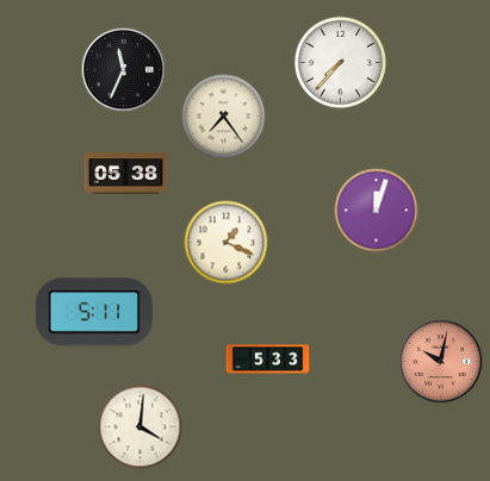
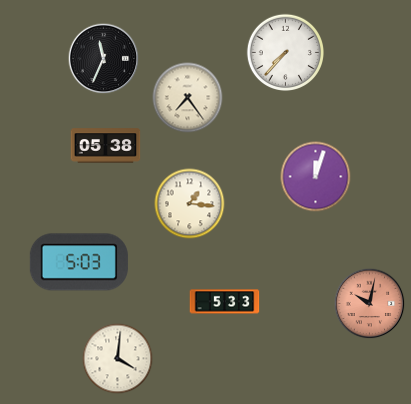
clock at (227, 243): 1:19 -> 1:16
clock at (94, 312): 5:11 -> 5:03
